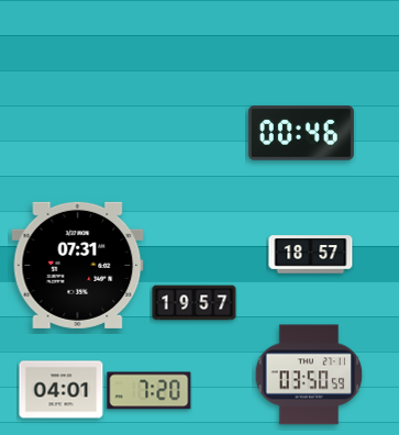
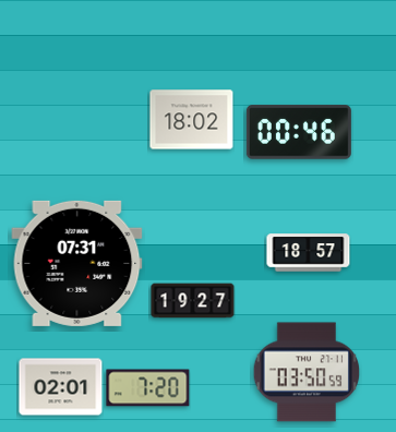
clock at (192, 120): none -> 18:02
clock at (195, 303): 19:57 -> 19:27
clock at (62, 390): 04:01 -> 02:01
